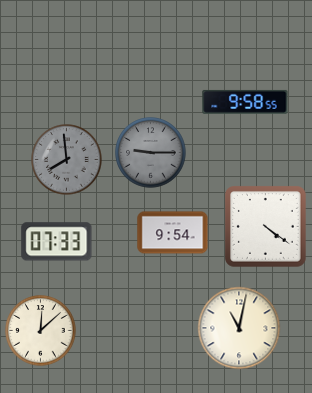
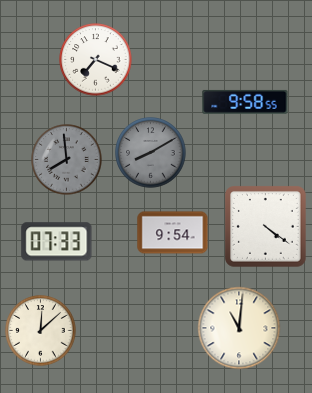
clock at (96, 60): none -> 7:19
clock at (151, 153): 9:15 -> 8:10
clock at (239, 328): 11:02 -> 11:01
